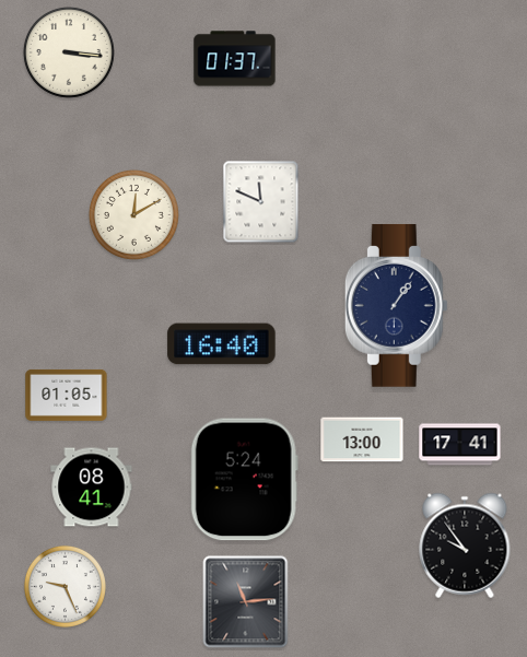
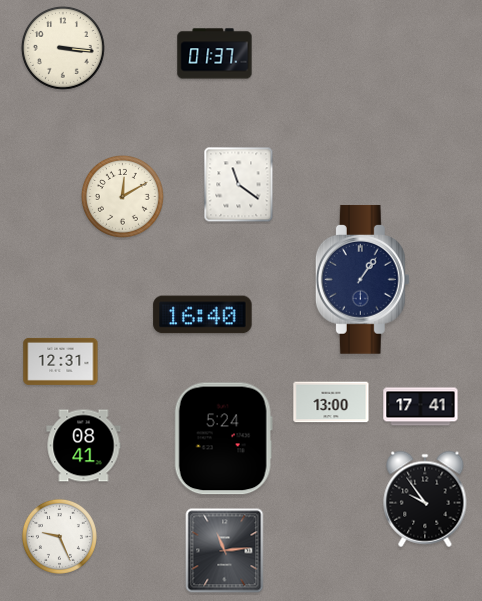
clock at (261, 202): 11:49 -> 11:21
clock at (67, 395): 01:05 -> 12:31
